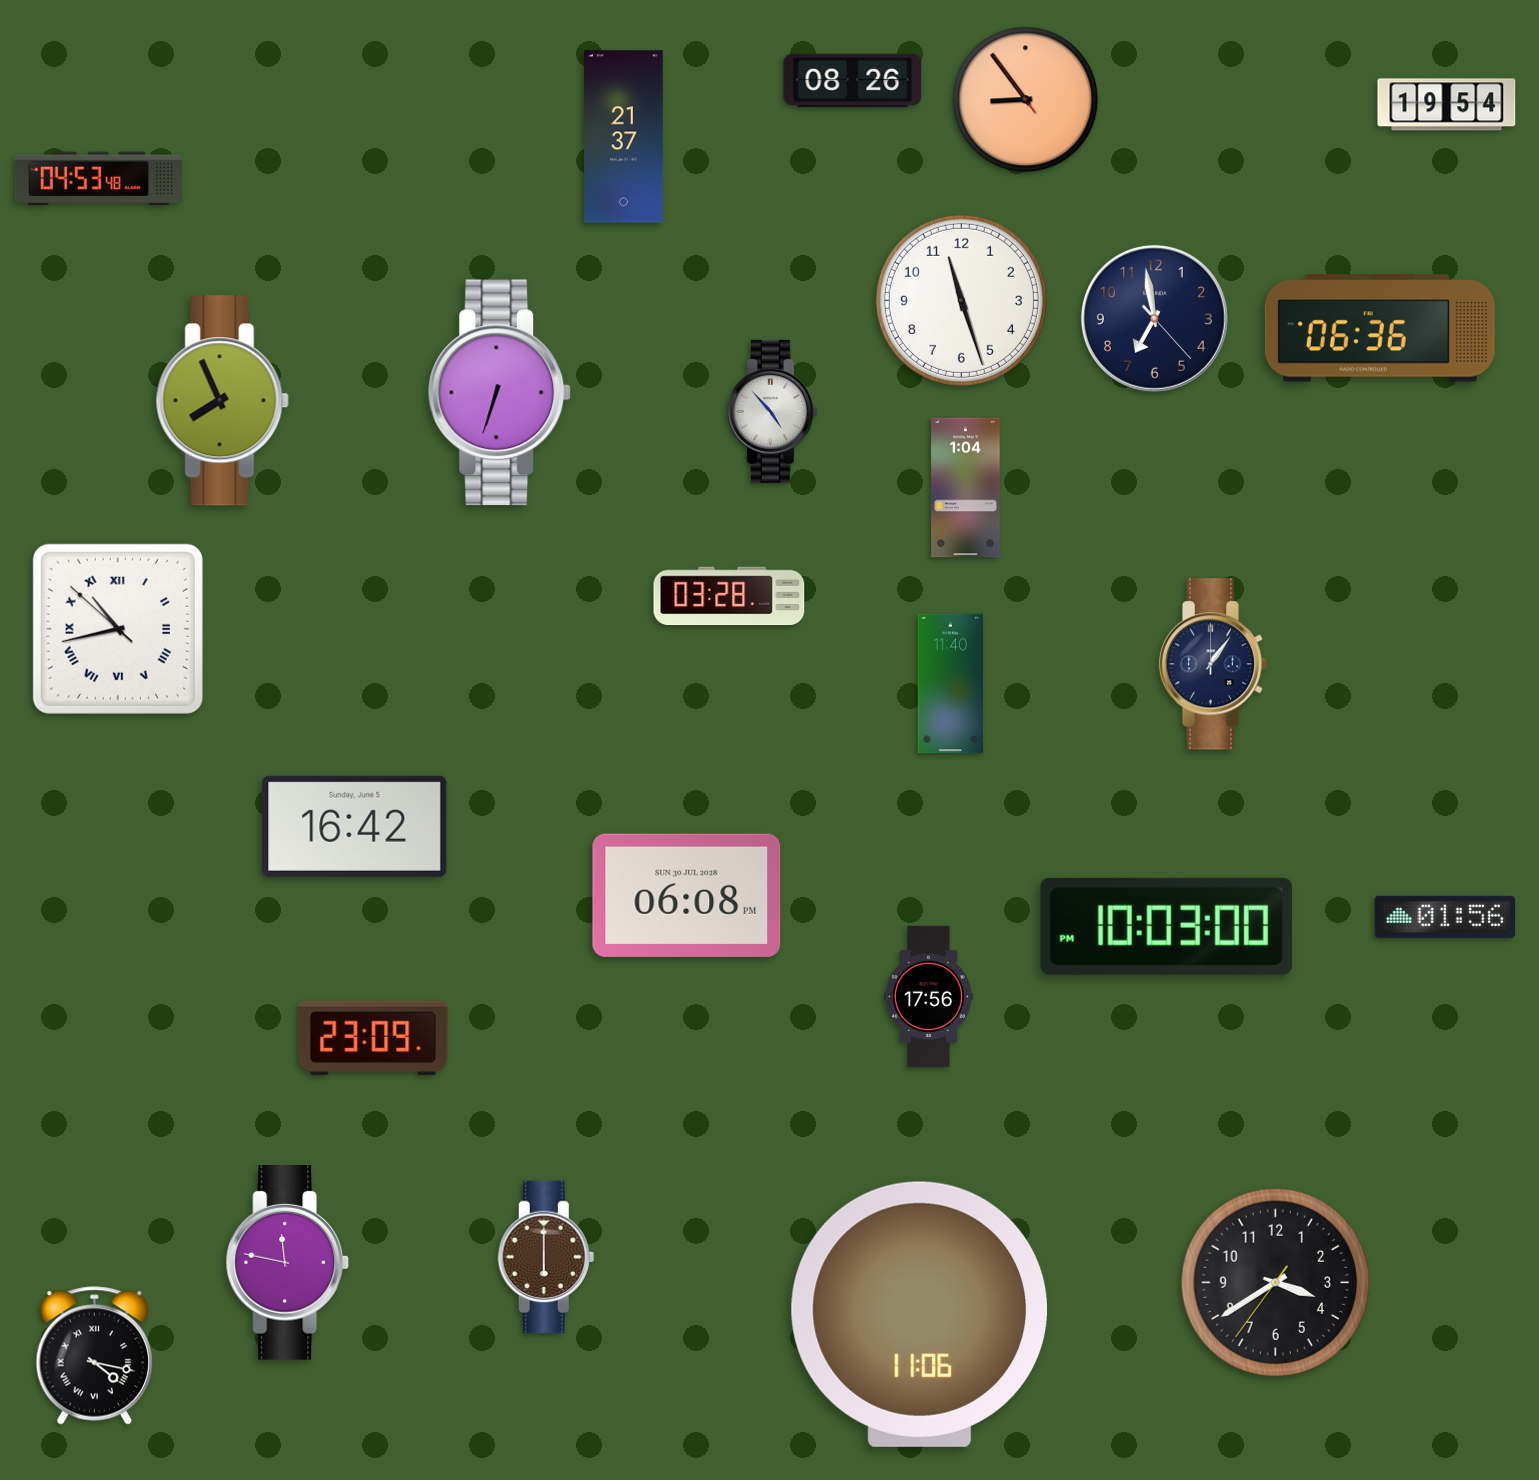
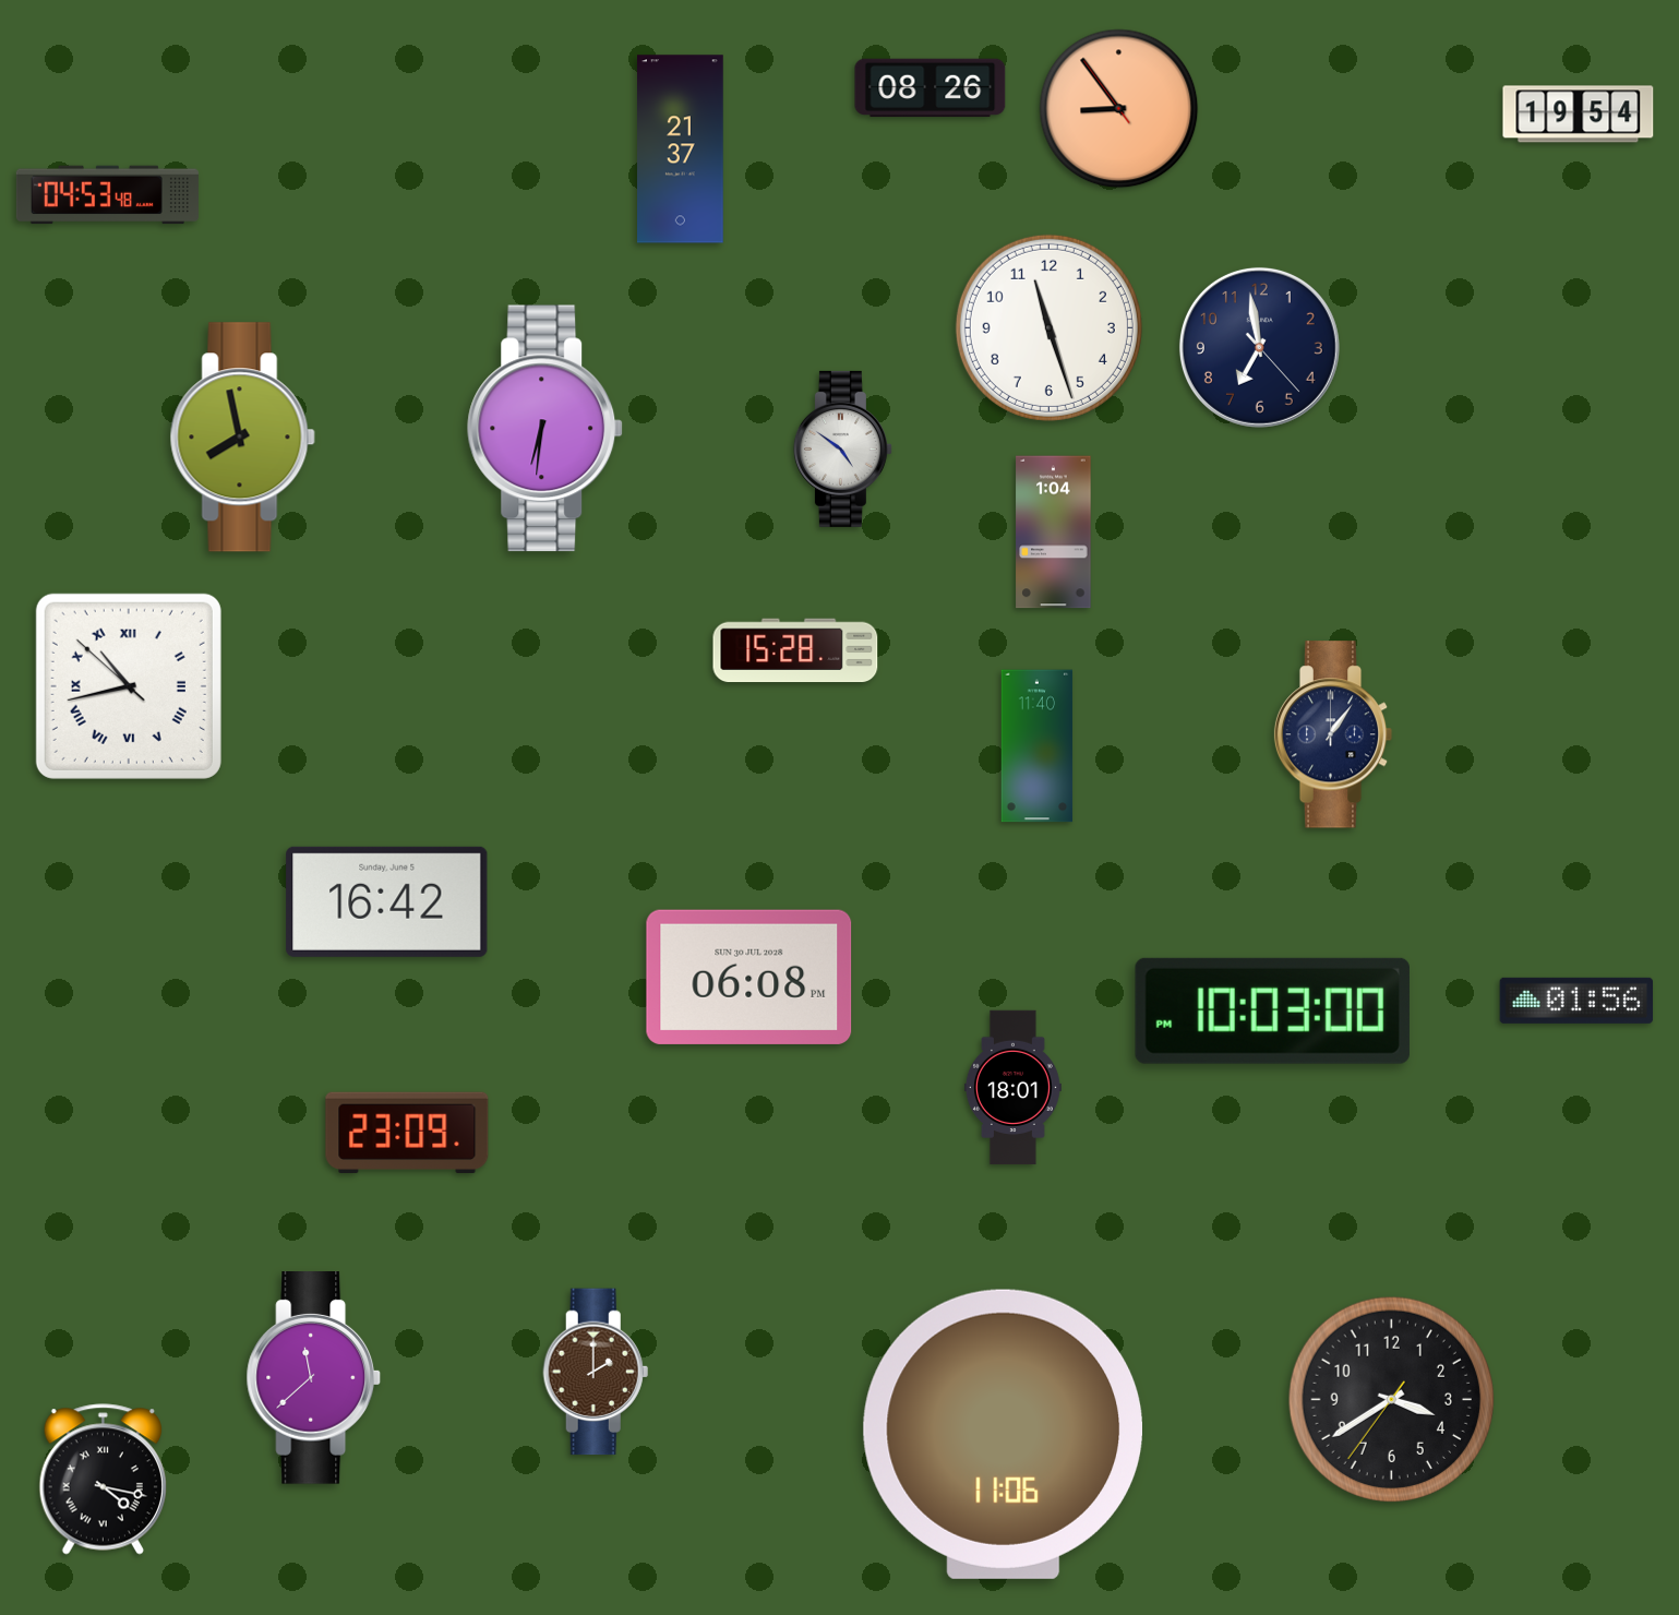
clock at (1380, 328): 06:36 -> none
clock at (500, 393): 6:33 -> 6:31
clock at (222, 401): 7:56 -> 7:58
clock at (772, 411): 4:53 -> 4:51
clock at (729, 596): 03:28 -> 15:28
clock at (1213, 664) position: (1213, 664) -> (1333, 734)
clock at (928, 997): 17:56 -> 18:01
clock at (546, 1257): 6:00 -> 2:00
clock at (288, 1263): 11:47 -> 11:38
